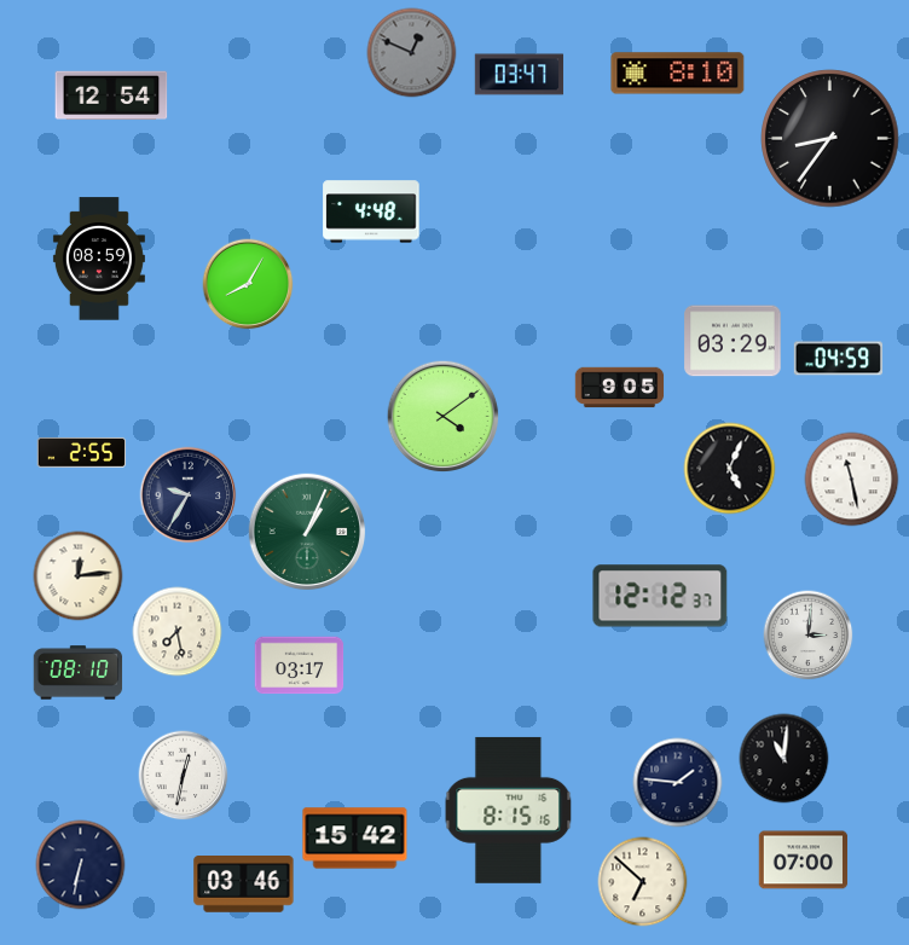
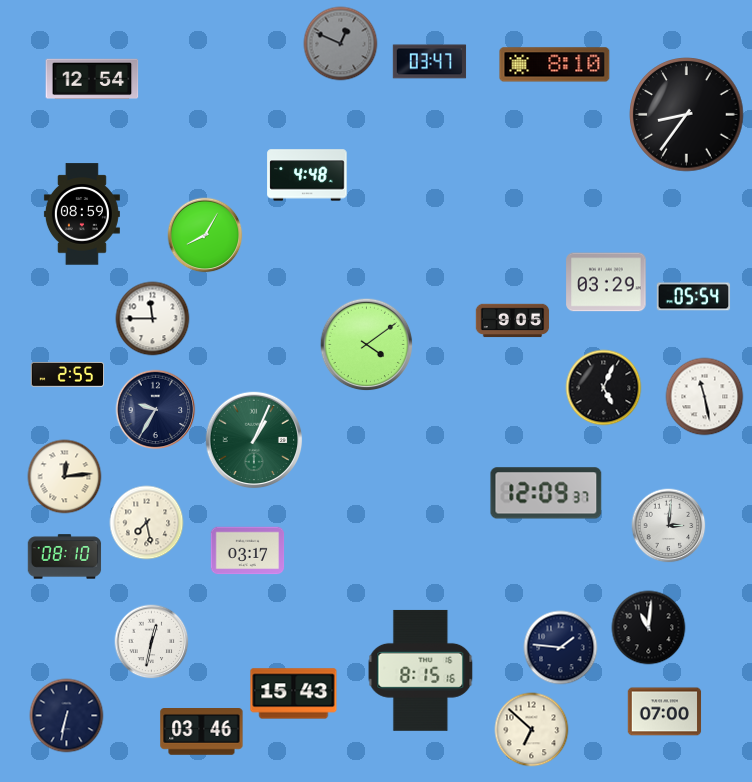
clock at (678, 74) position: (678, 74) -> (555, 65)
clock at (839, 359): 04:59 -> 05:54
clock at (153, 319): none -> 11:45
clock at (660, 596): 12:12 -> 12:09
clock at (355, 839): 15:42 -> 15:43
